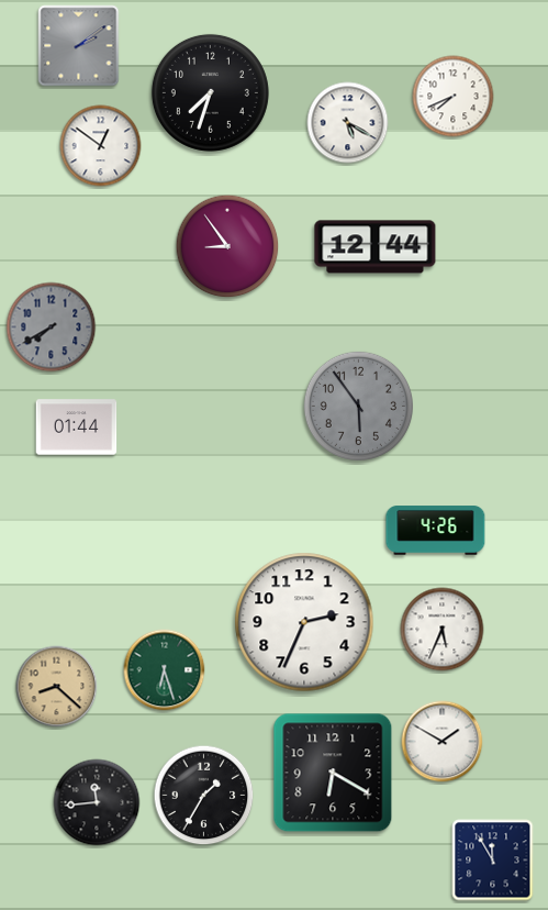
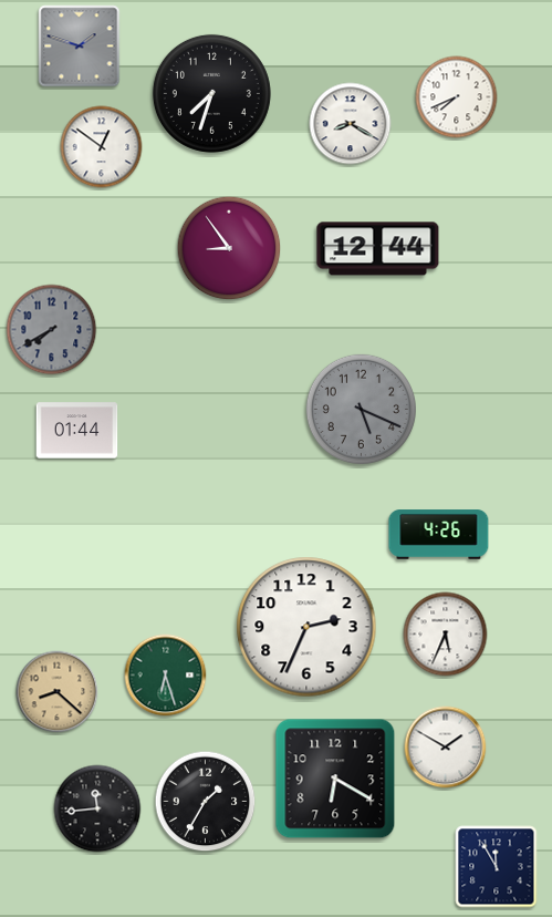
clock at (79, 46): 2:09 -> 1:48
clock at (348, 123): 5:20 -> 8:20
clock at (358, 406): 5:54 -> 5:19
